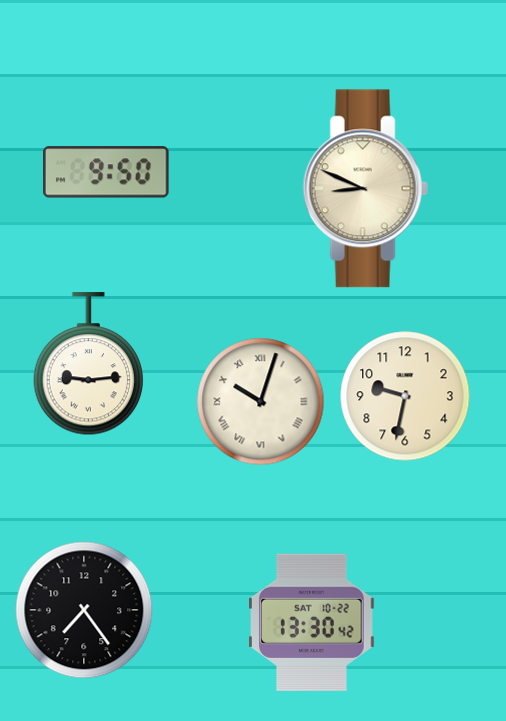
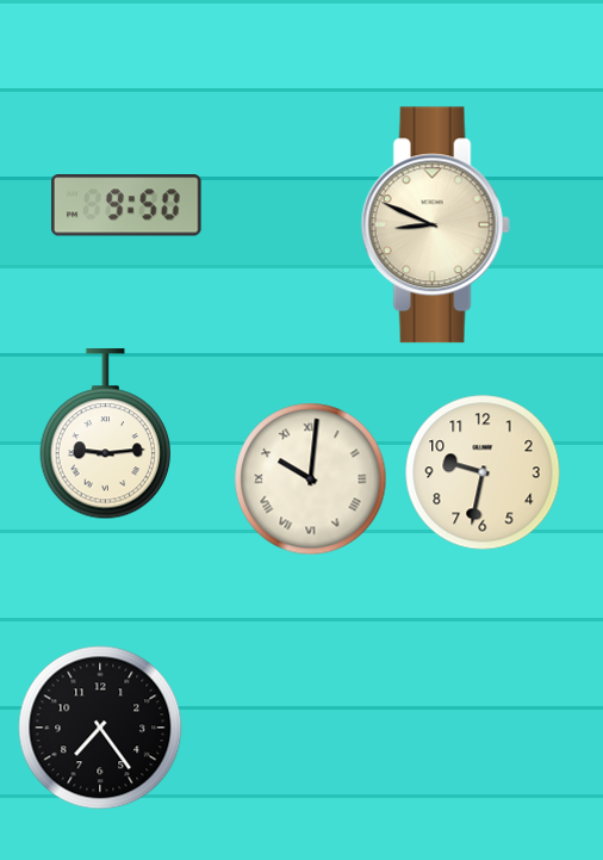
clock at (261, 402): 10:03 -> 10:01
clock at (312, 622): 13:30 -> none
